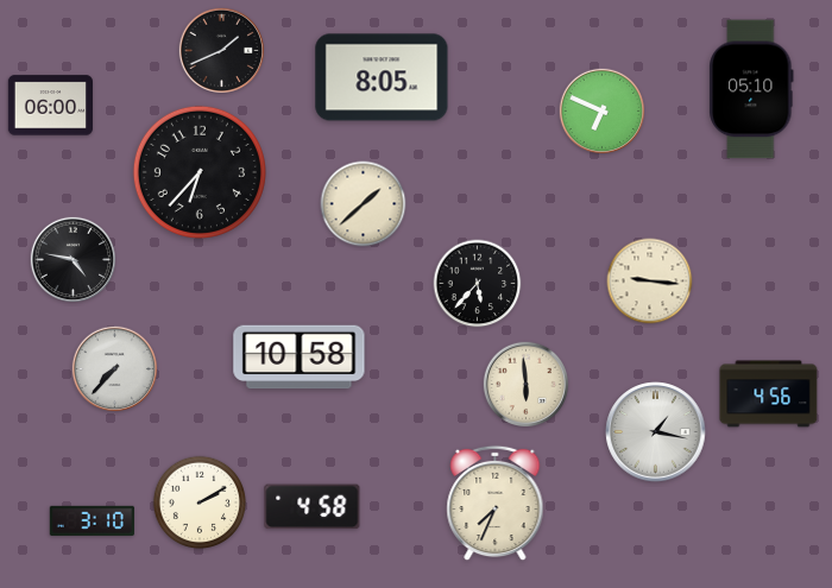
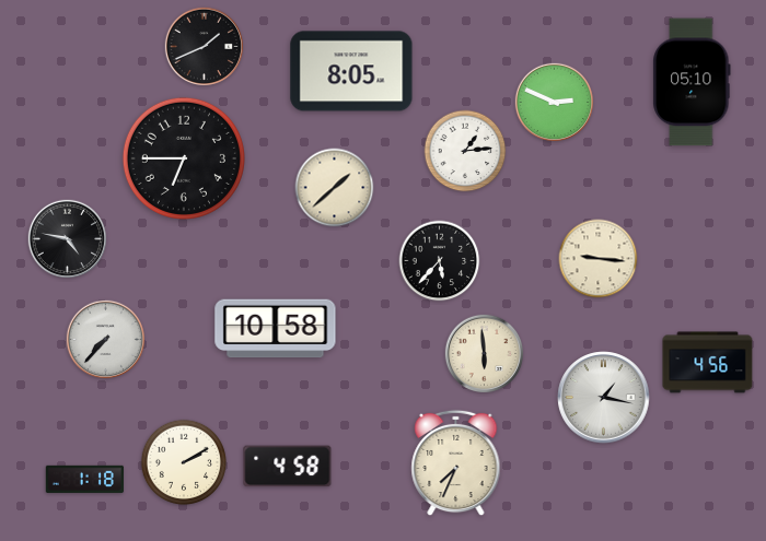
clock at (50, 106): 06:00 -> none
clock at (603, 112): 6:49 -> 2:49
clock at (465, 151): none -> 1:14
clock at (200, 172): 6:37 -> 6:45
clock at (92, 520): 3:10 -> 1:18
